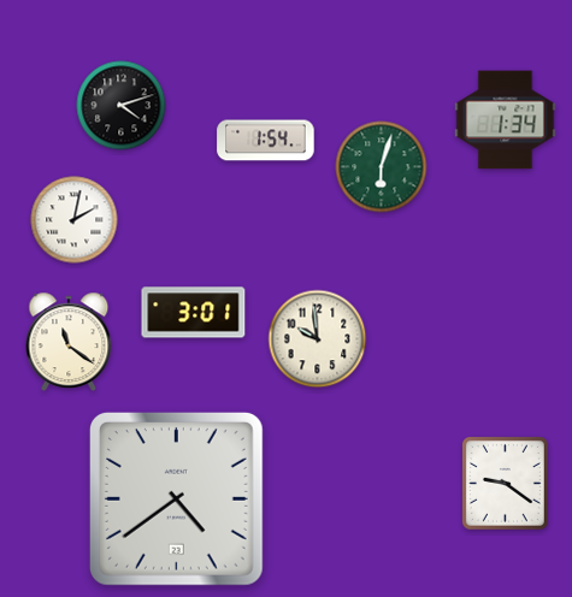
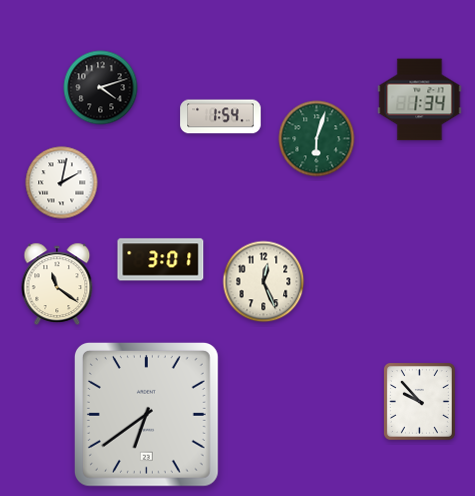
clock at (318, 339): 9:59 -> 12:26
clock at (505, 483): 9:21 -> 9:53
clock at (176, 498): 4:39 -> 6:39
